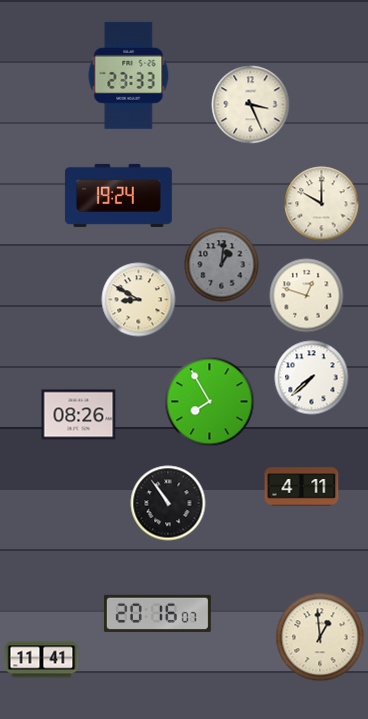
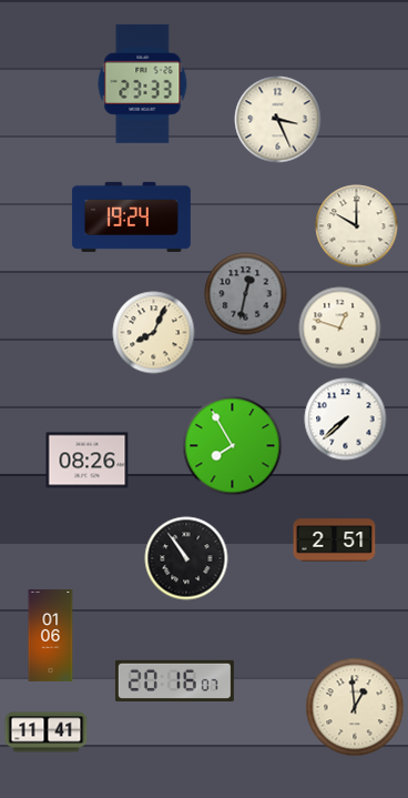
clock at (251, 105) position: (251, 105) -> (278, 120)
clock at (222, 265): 1:01 -> 12:32
clock at (139, 300): 8:50 -> 8:04
clock at (302, 487): 4:11 -> 2:51
clock at (51, 635): none -> 01:06
